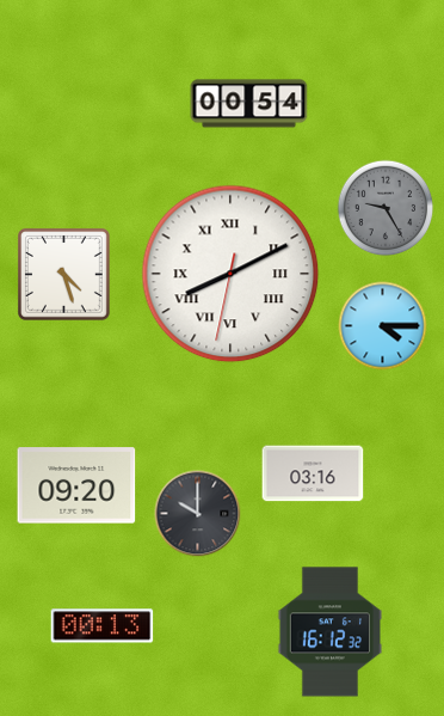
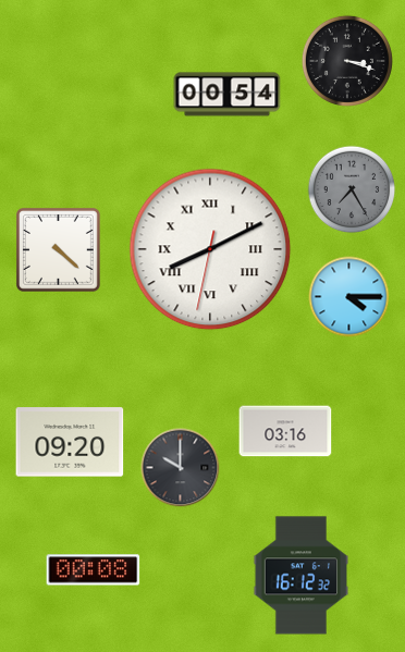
clock at (347, 61): none -> 3:18
clock at (386, 208): 9:25 -> 7:25
clock at (63, 274): 4:27 -> 4:22
clock at (103, 626): 00:13 -> 00:08
